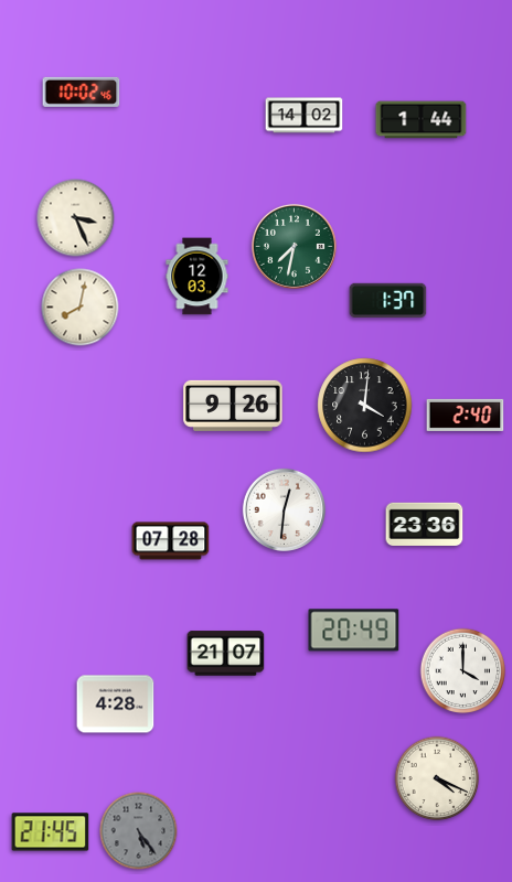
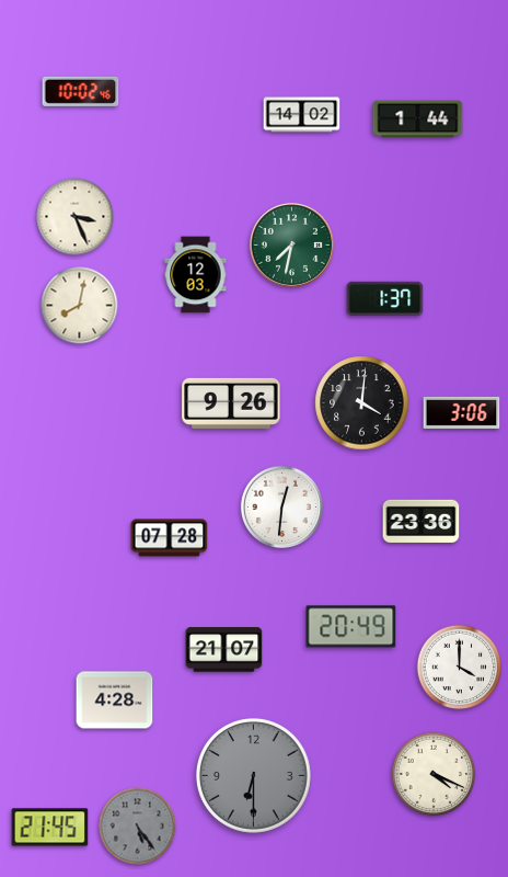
clock at (466, 415): 2:40 -> 3:06
clock at (253, 775): none -> 6:30
